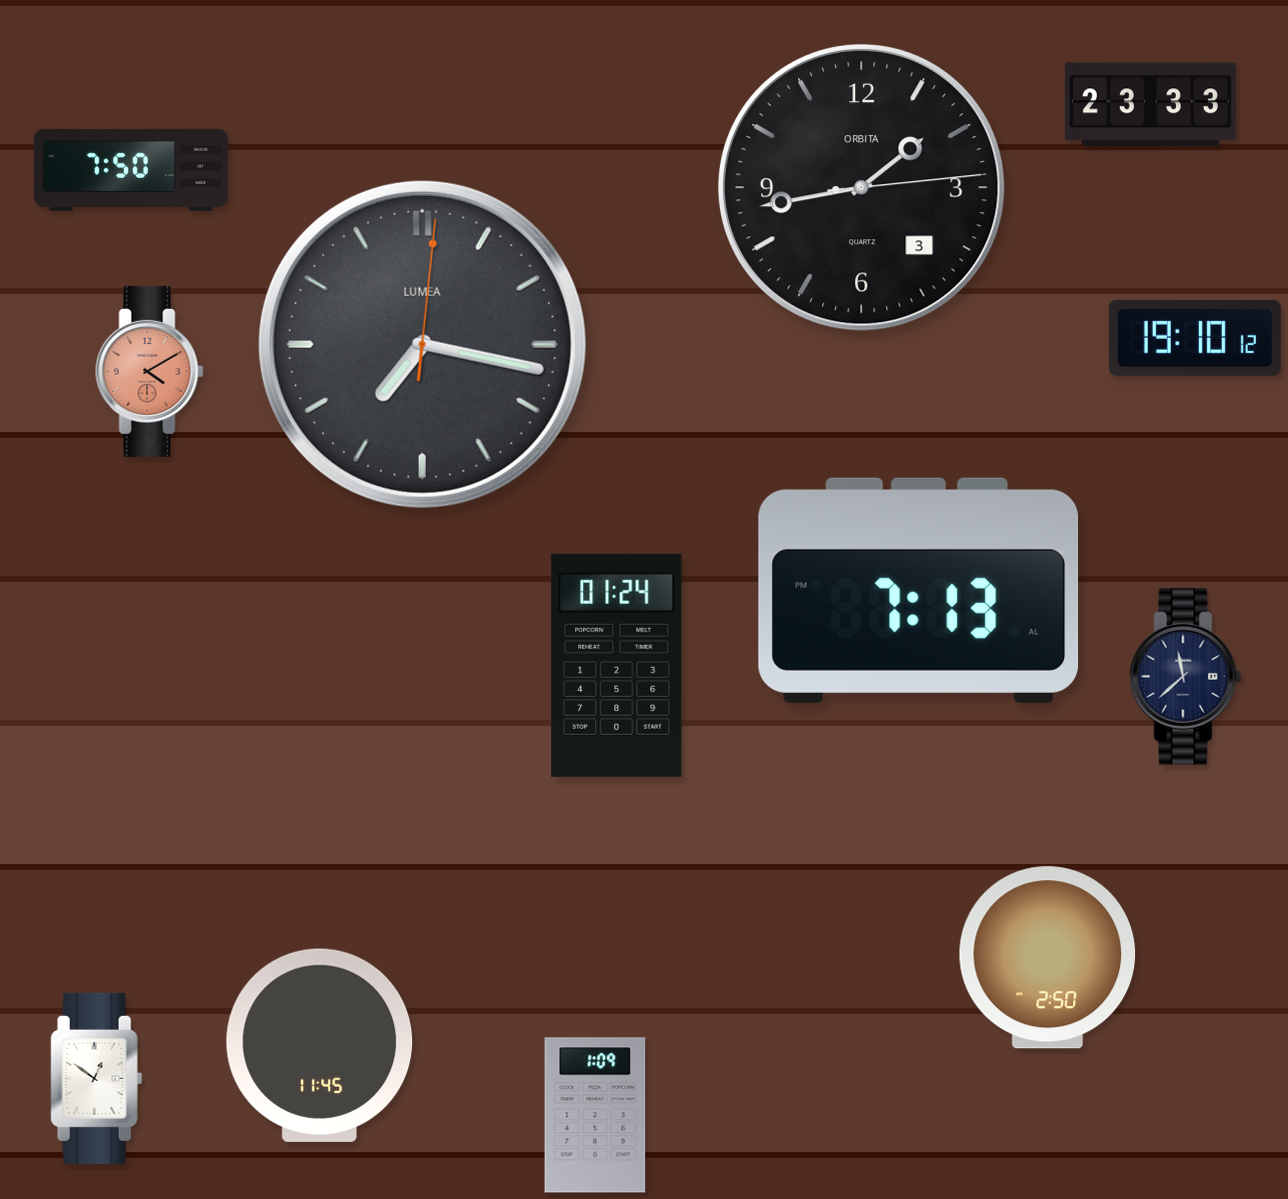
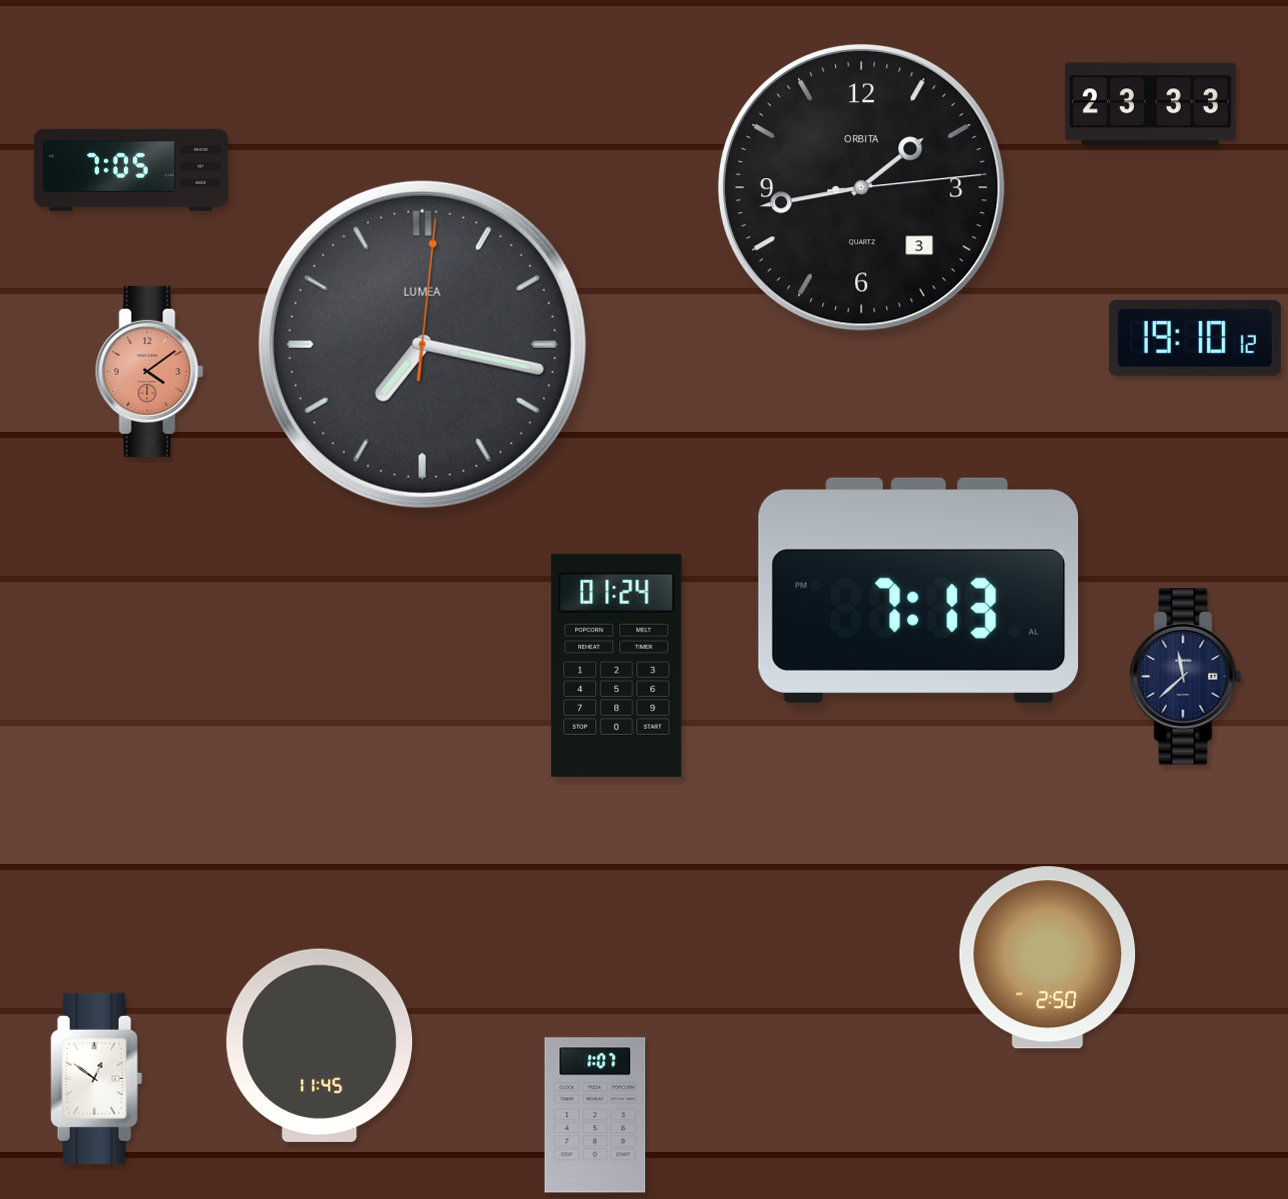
clock at (130, 170): 7:50 -> 7:05
clock at (150, 371): 4:10 -> 4:09
clock at (595, 1115): 1:09 -> 1:07
